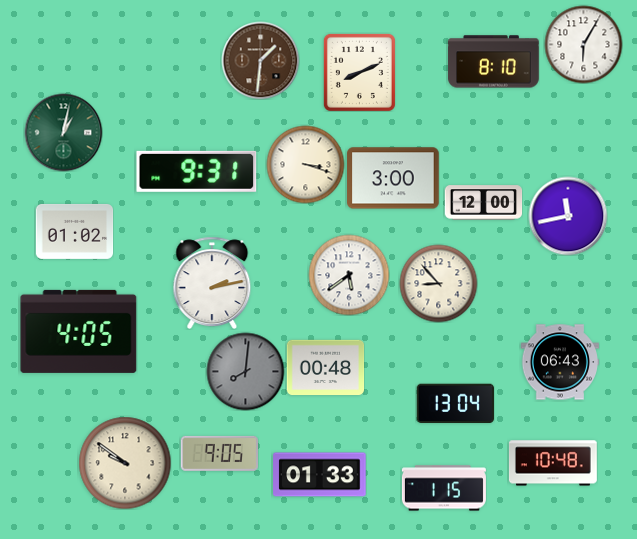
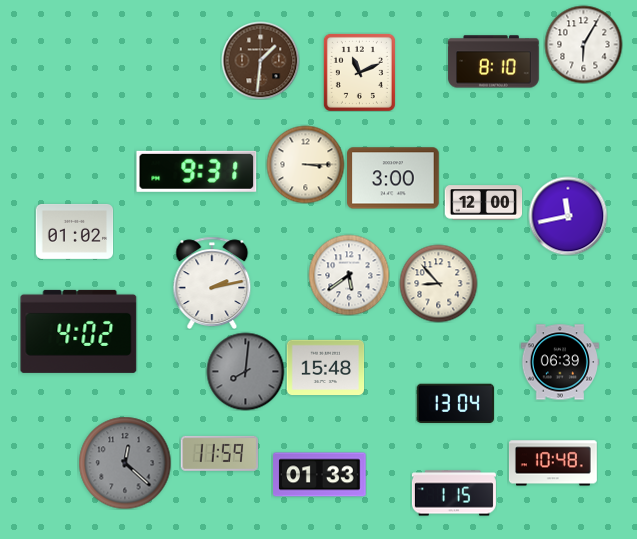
clock at (359, 72): 8:11 -> 11:11
clock at (63, 132): 1:02 -> none
clock at (305, 164): 3:18 -> 3:15
clock at (79, 331): 4:05 -> 4:02
clock at (559, 362): 06:43 -> 06:39
clock at (325, 368): 00:48 -> 15:48
clock at (219, 453): 9:05 -> 11:59
clock at (125, 463): 9:51 -> 12:22
clock at (125, 463) dial: cream -> grey
clock at (444, 488) position: (444, 488) -> (454, 493)
